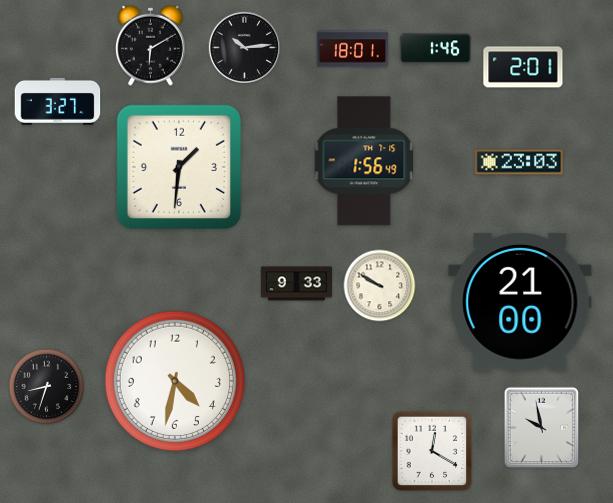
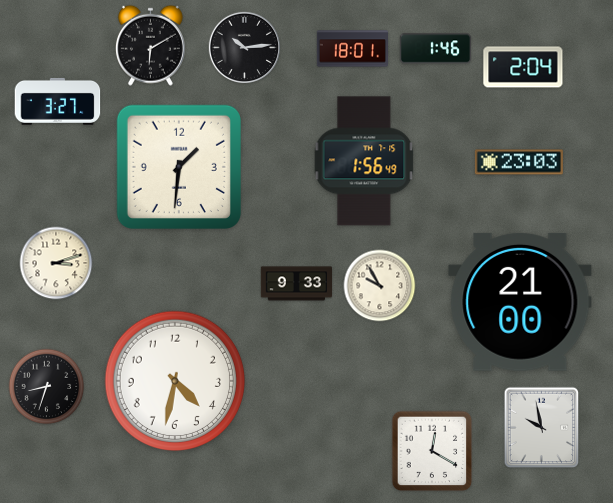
clock at (523, 67): 2:01 -> 2:04
clock at (56, 263): none -> 3:12
clock at (380, 286): 9:50 -> 9:55
